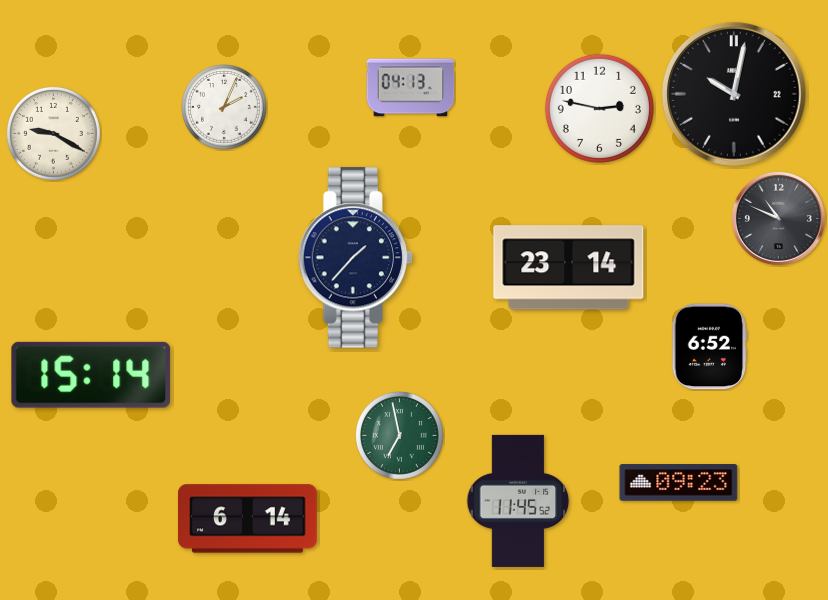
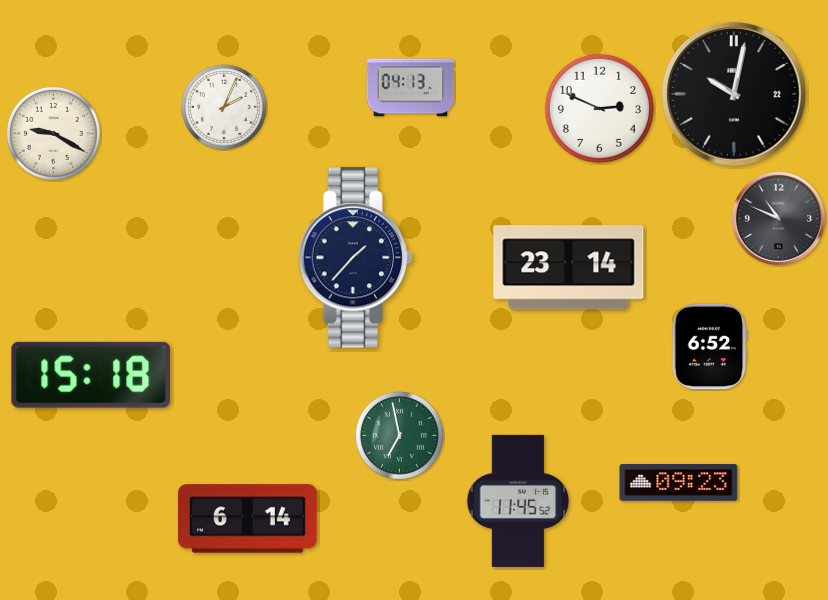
clock at (599, 108): 2:47 -> 2:49
clock at (91, 375): 15:14 -> 15:18
